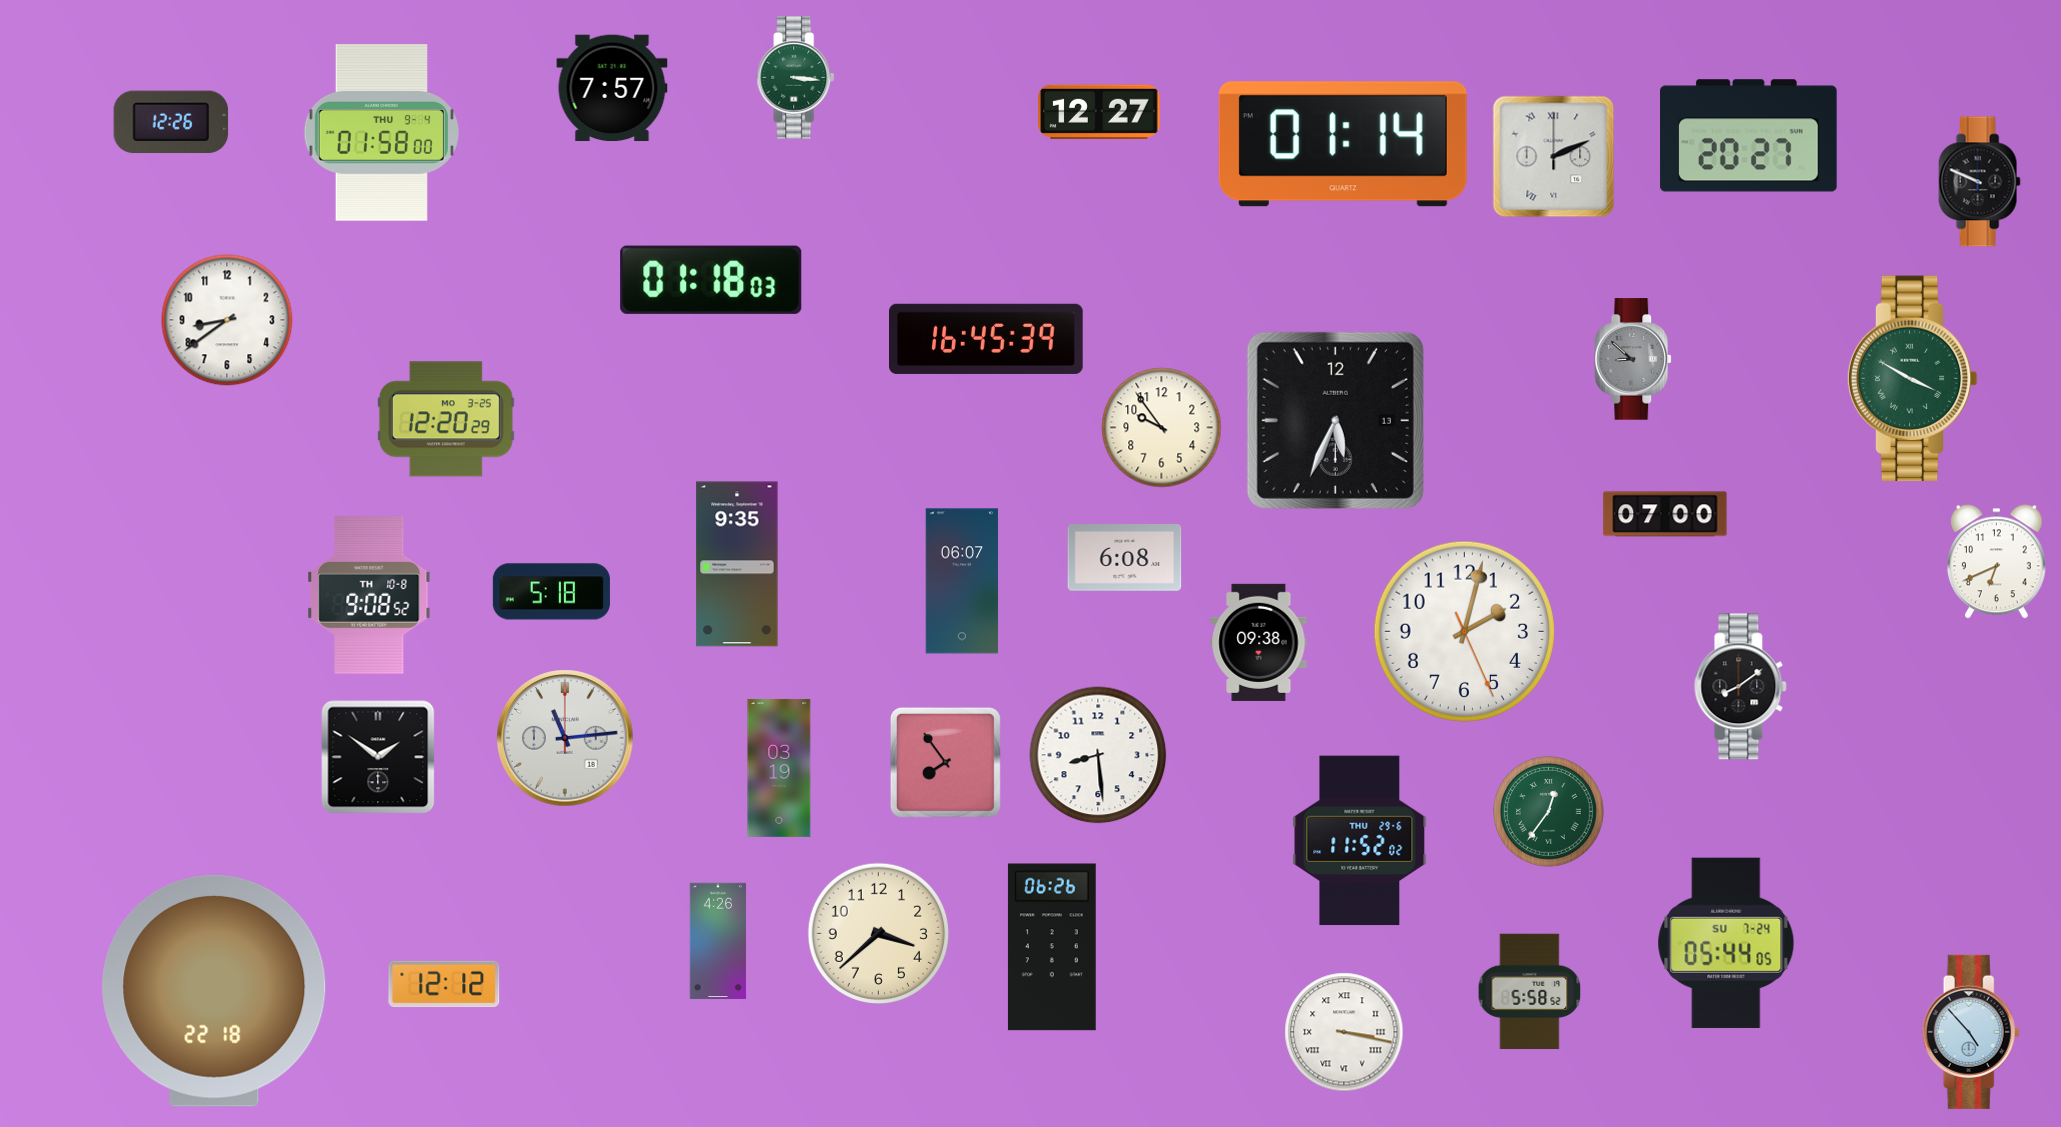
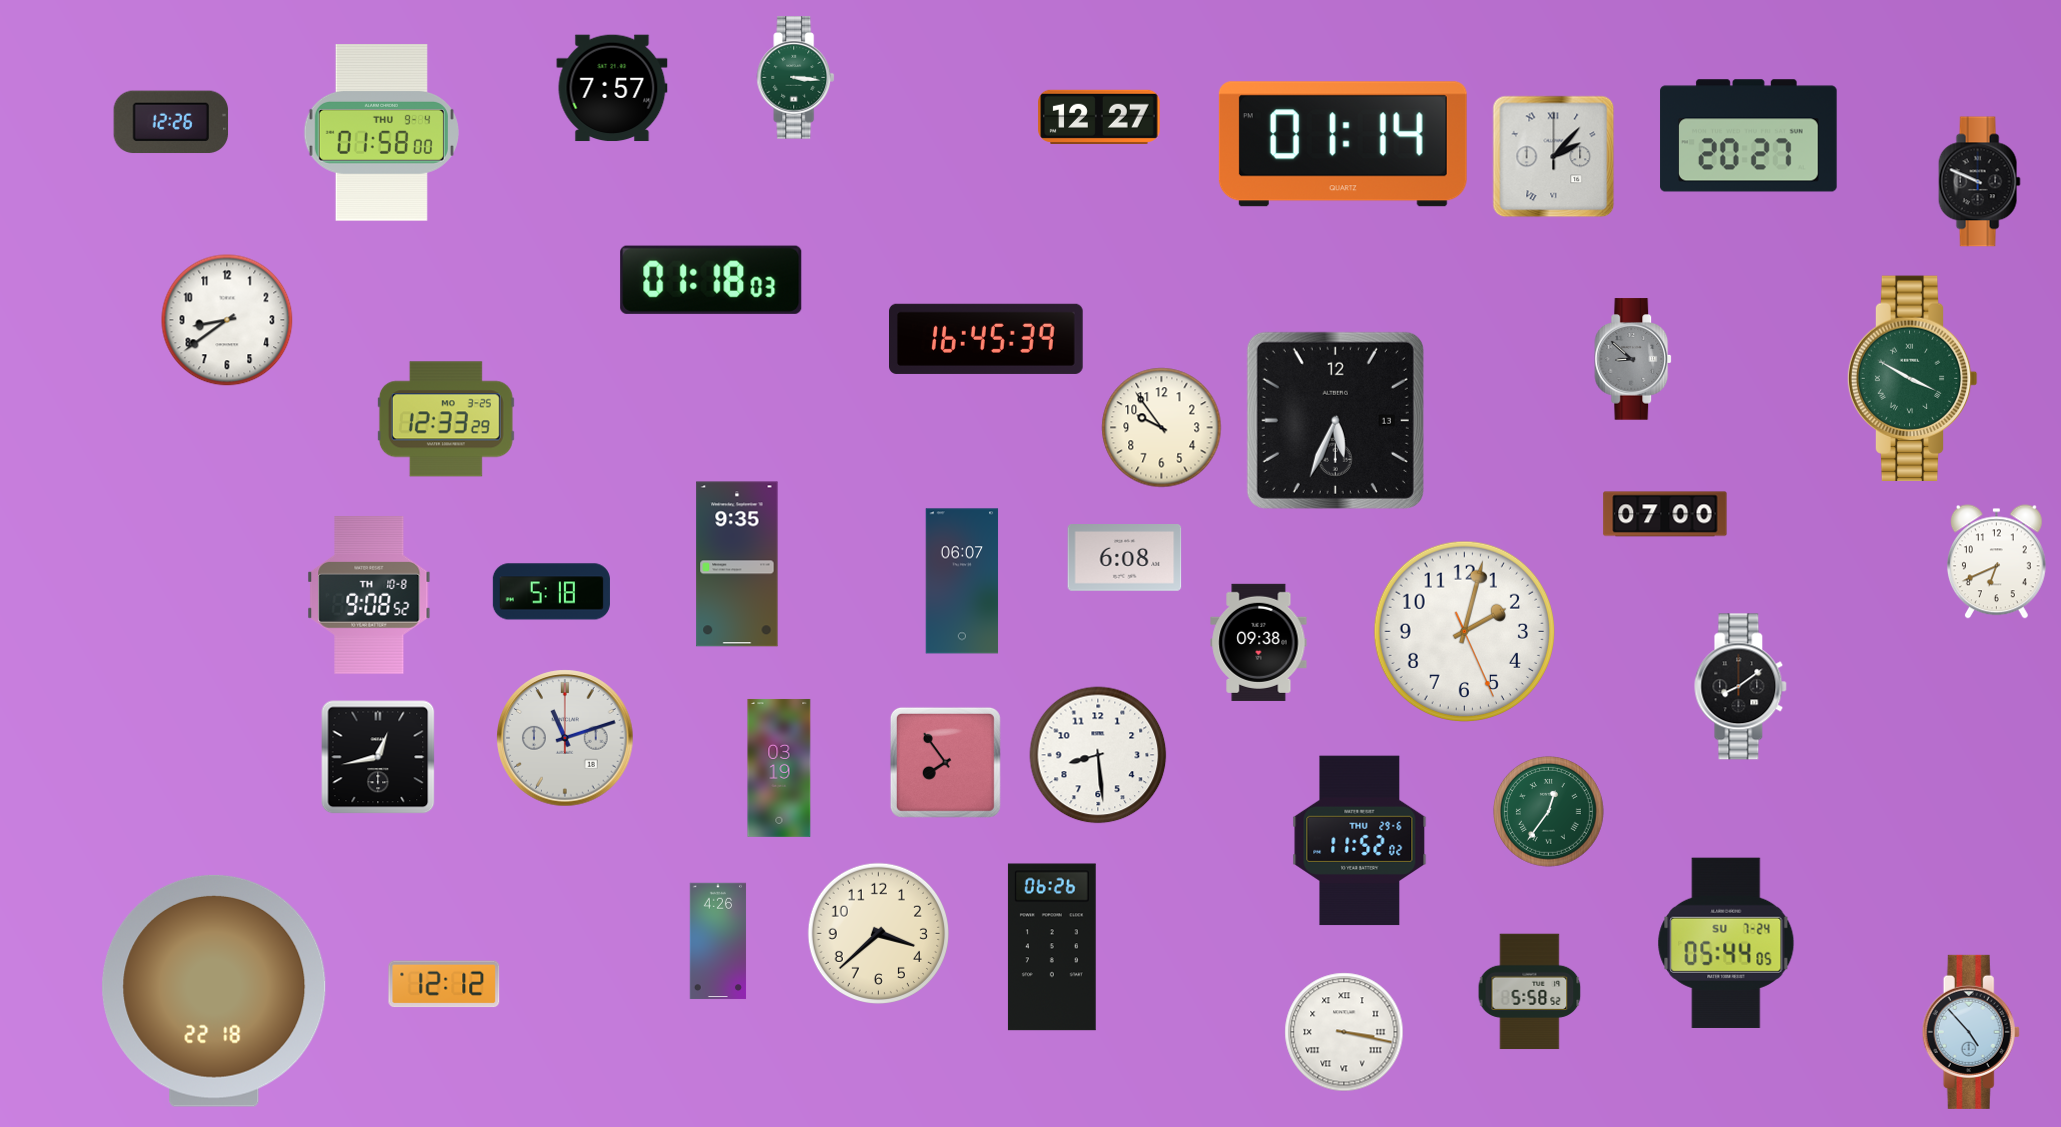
clock at (1099, 112) position: (1099, 112) -> (1099, 117)
clock at (1554, 157): 2:11 -> 2:07
clock at (446, 419): 12:20 -> 12:33
clock at (565, 738): 11:14 -> 11:12
clock at (378, 757): 1:51 -> 12:43
